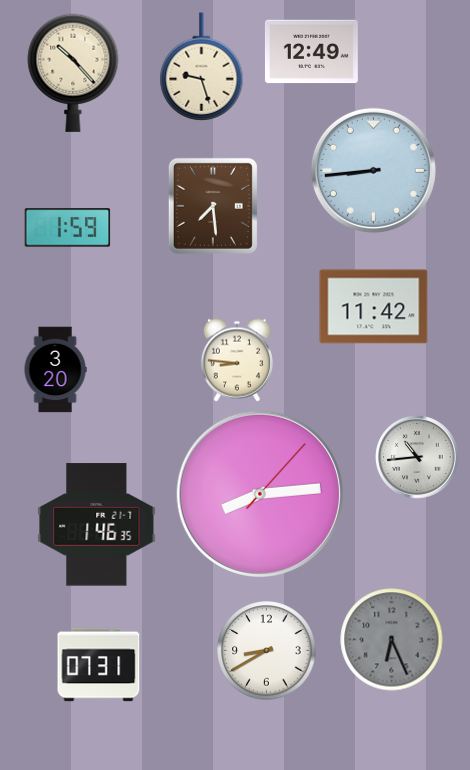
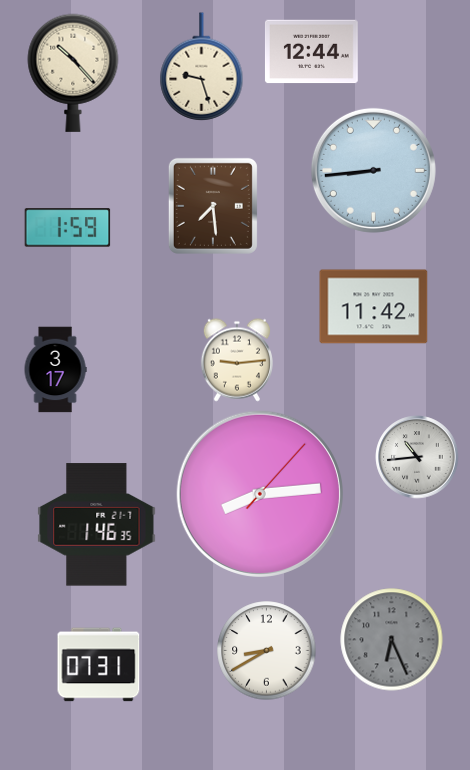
clock at (311, 52): 12:49 -> 12:44
clock at (237, 360): 8:46 -> 9:14
clock at (55, 370): 3:20 -> 3:17
